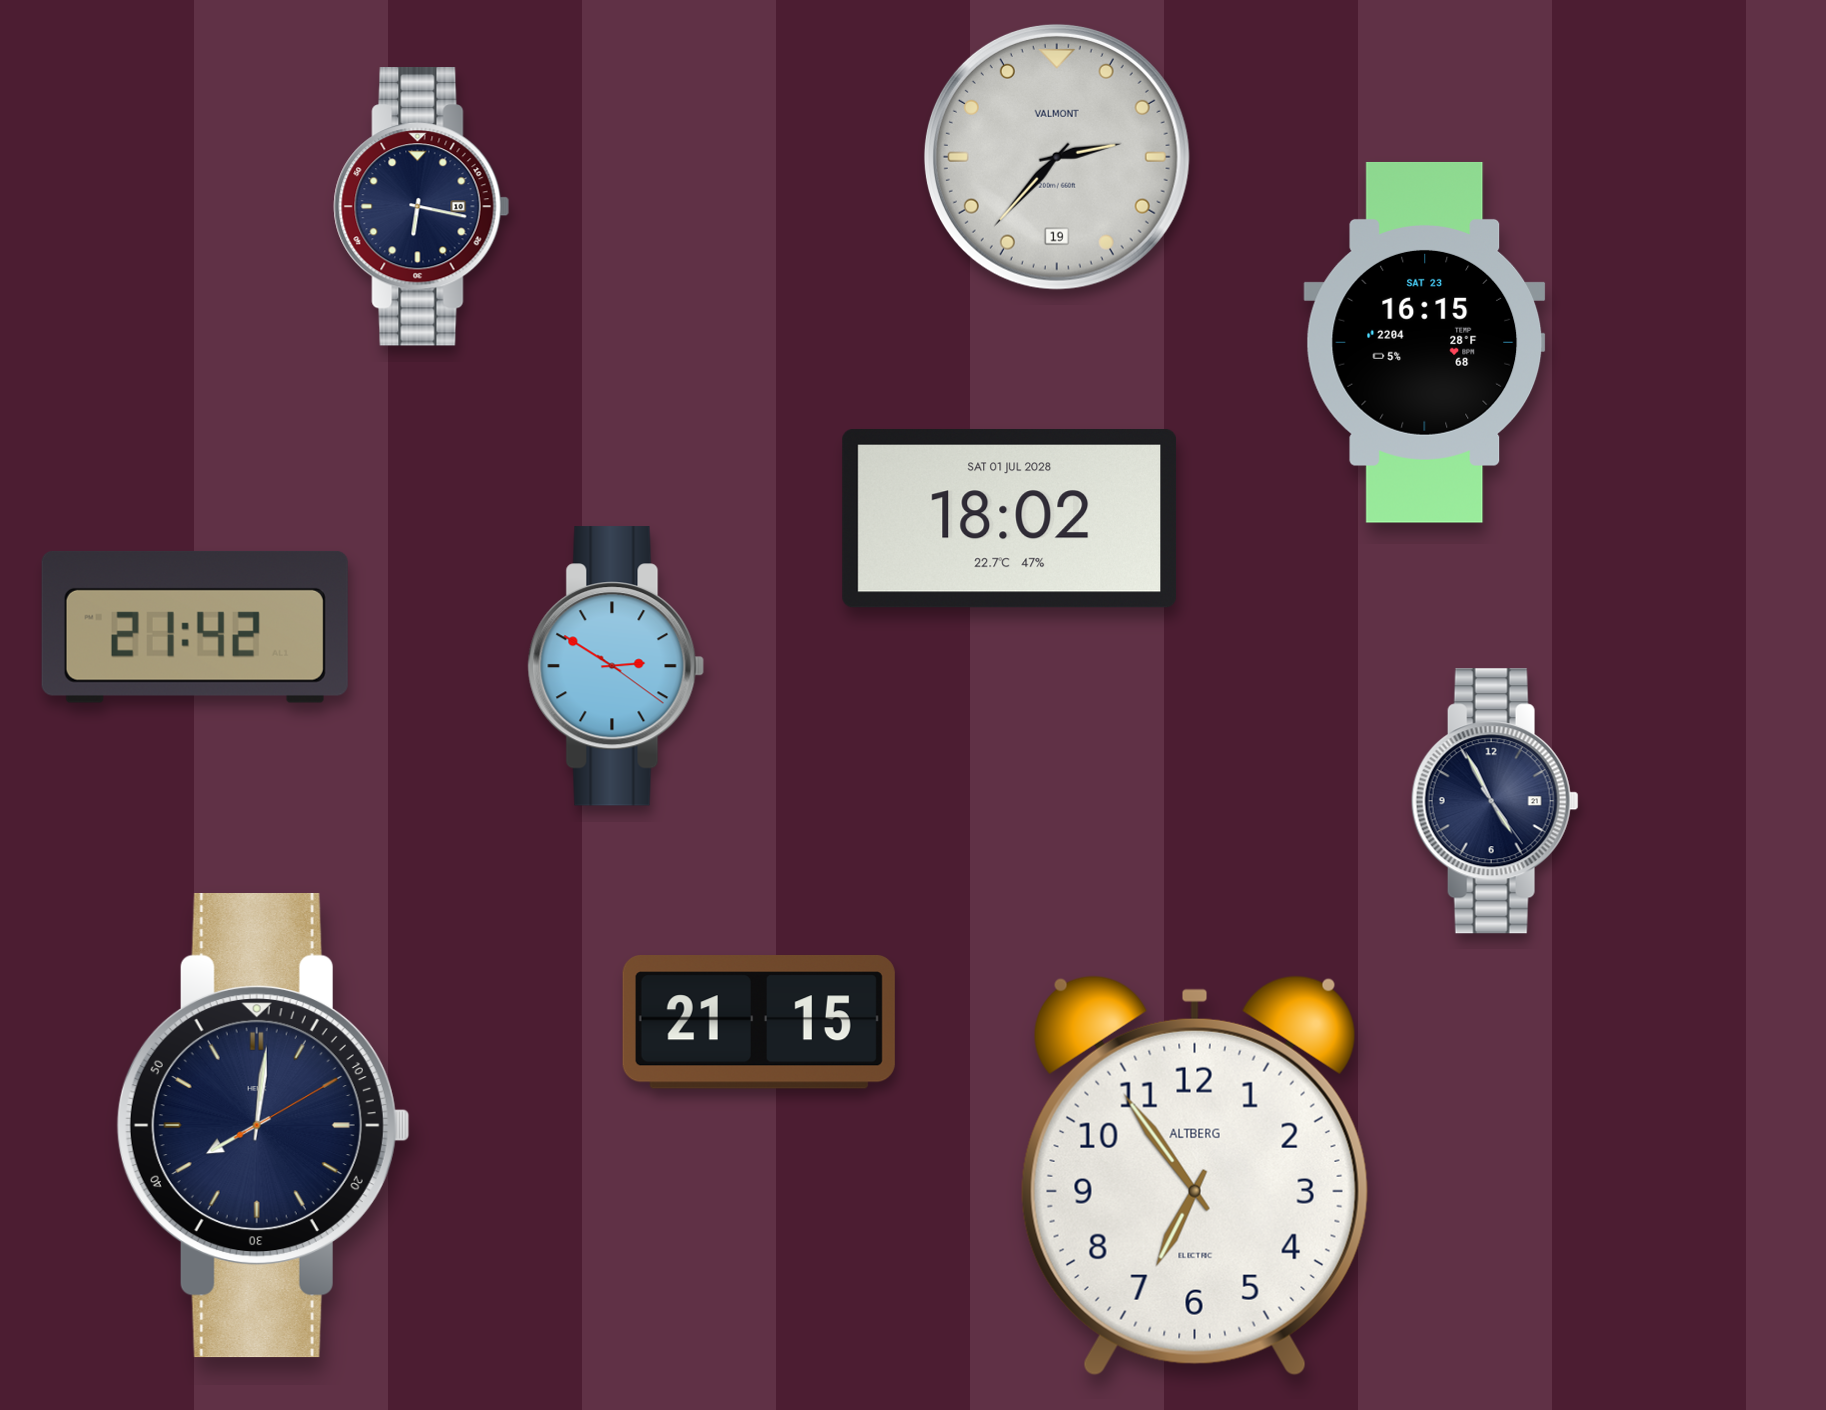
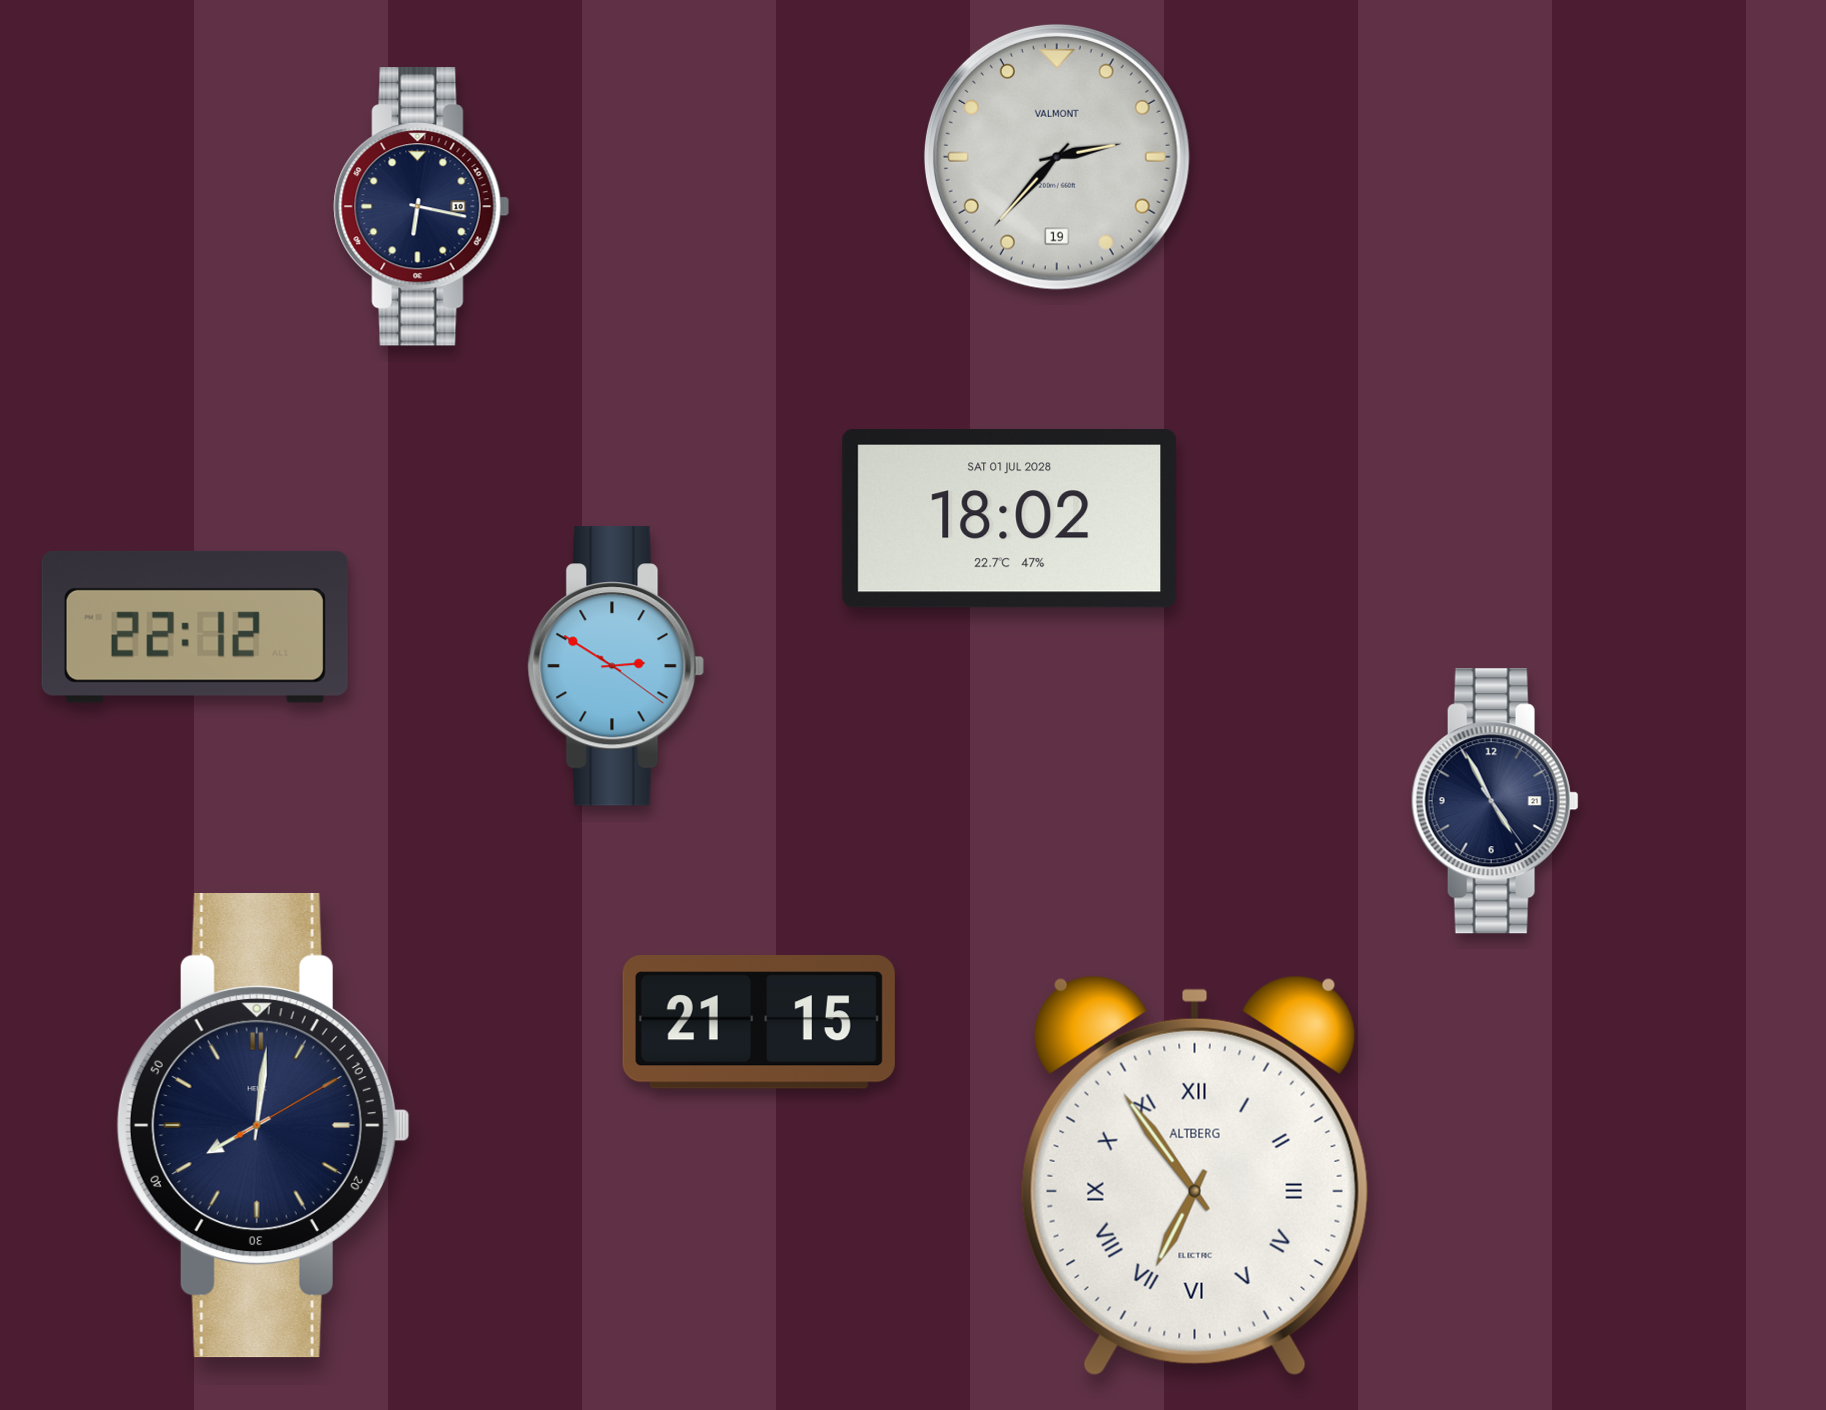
clock at (1425, 342): 16:15 -> none
clock at (195, 627): 21:42 -> 22:12
clock at (1195, 1176) numerals: Arabic -> Roman
